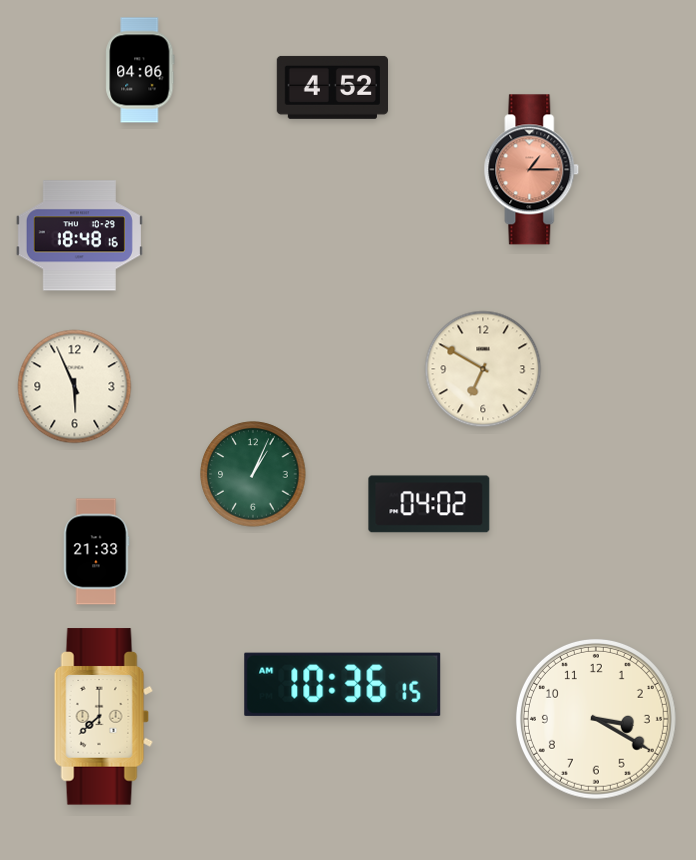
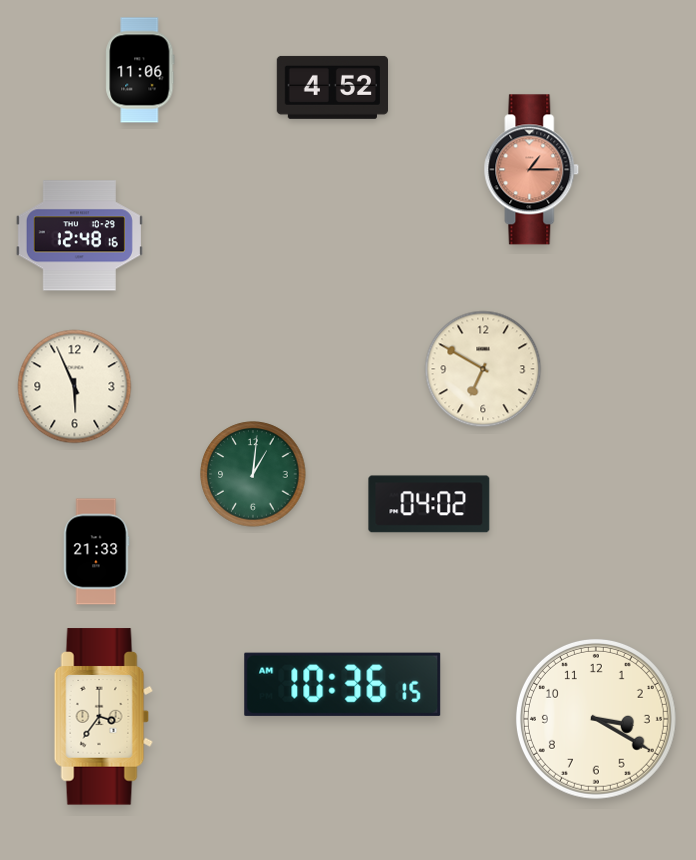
clock at (140, 70): 04:06 -> 11:06
clock at (79, 236): 18:48 -> 12:48
clock at (253, 474): 1:04 -> 1:01
clock at (104, 717): 7:38 -> 3:36
